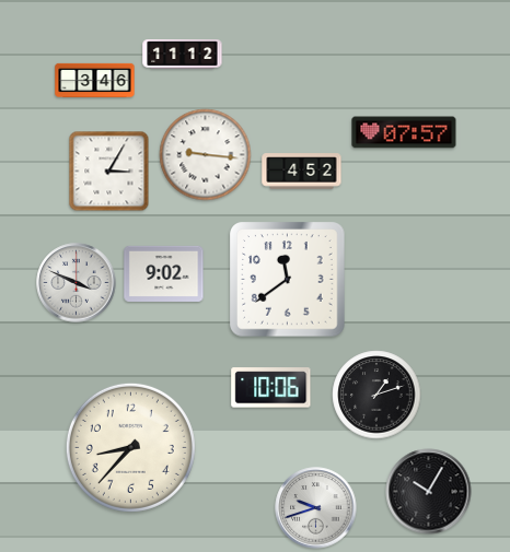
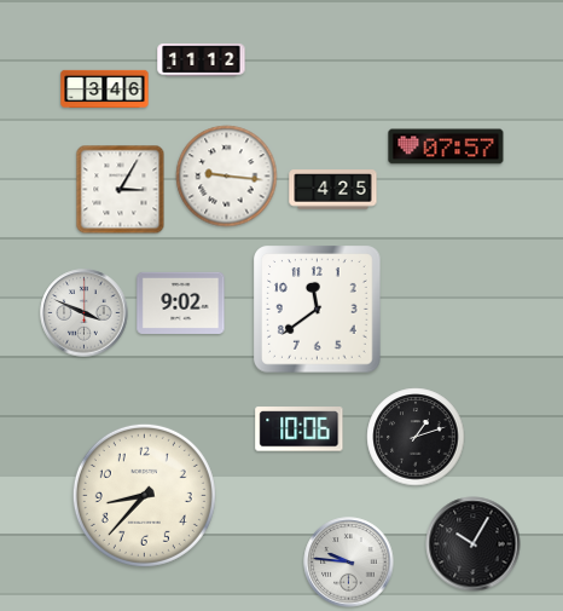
clock at (206, 155) position: (206, 155) -> (227, 177)
clock at (302, 172): 4:52 -> 4:25
clock at (316, 508): 9:42 -> 9:46
